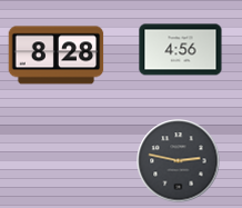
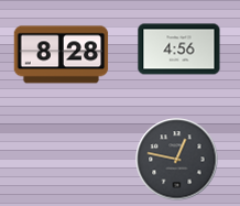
clock at (57, 56) position: (57, 56) -> (62, 55)
clock at (179, 161): 2:47 -> 12:47
